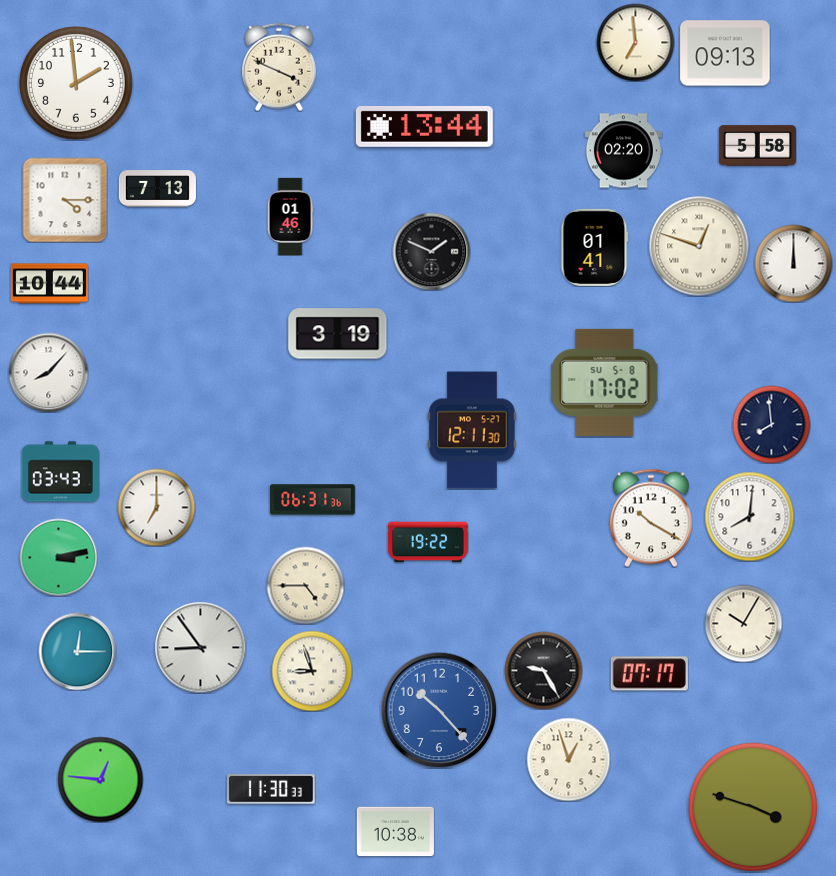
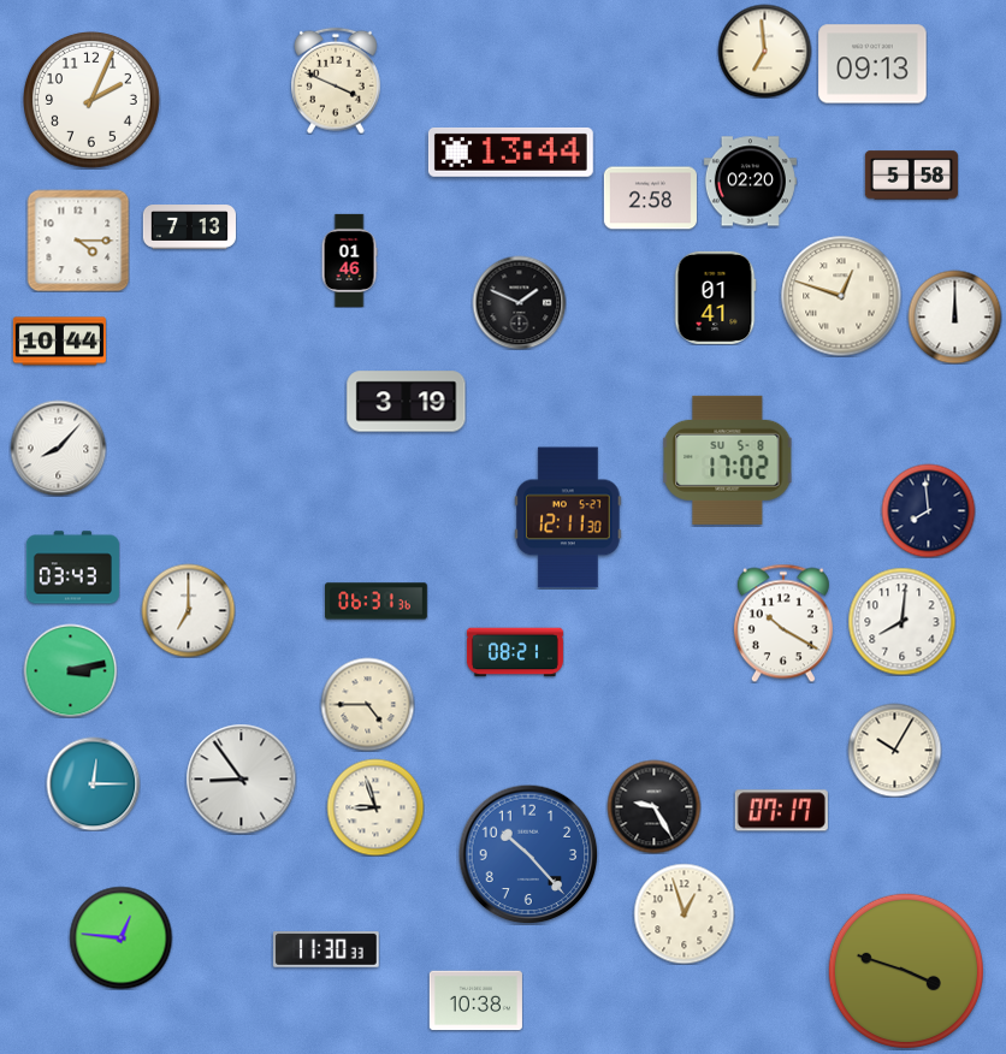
clock at (77, 84): 1:59 -> 2:04
clock at (650, 199): none -> 2:58
clock at (428, 542): 19:22 -> 08:21
